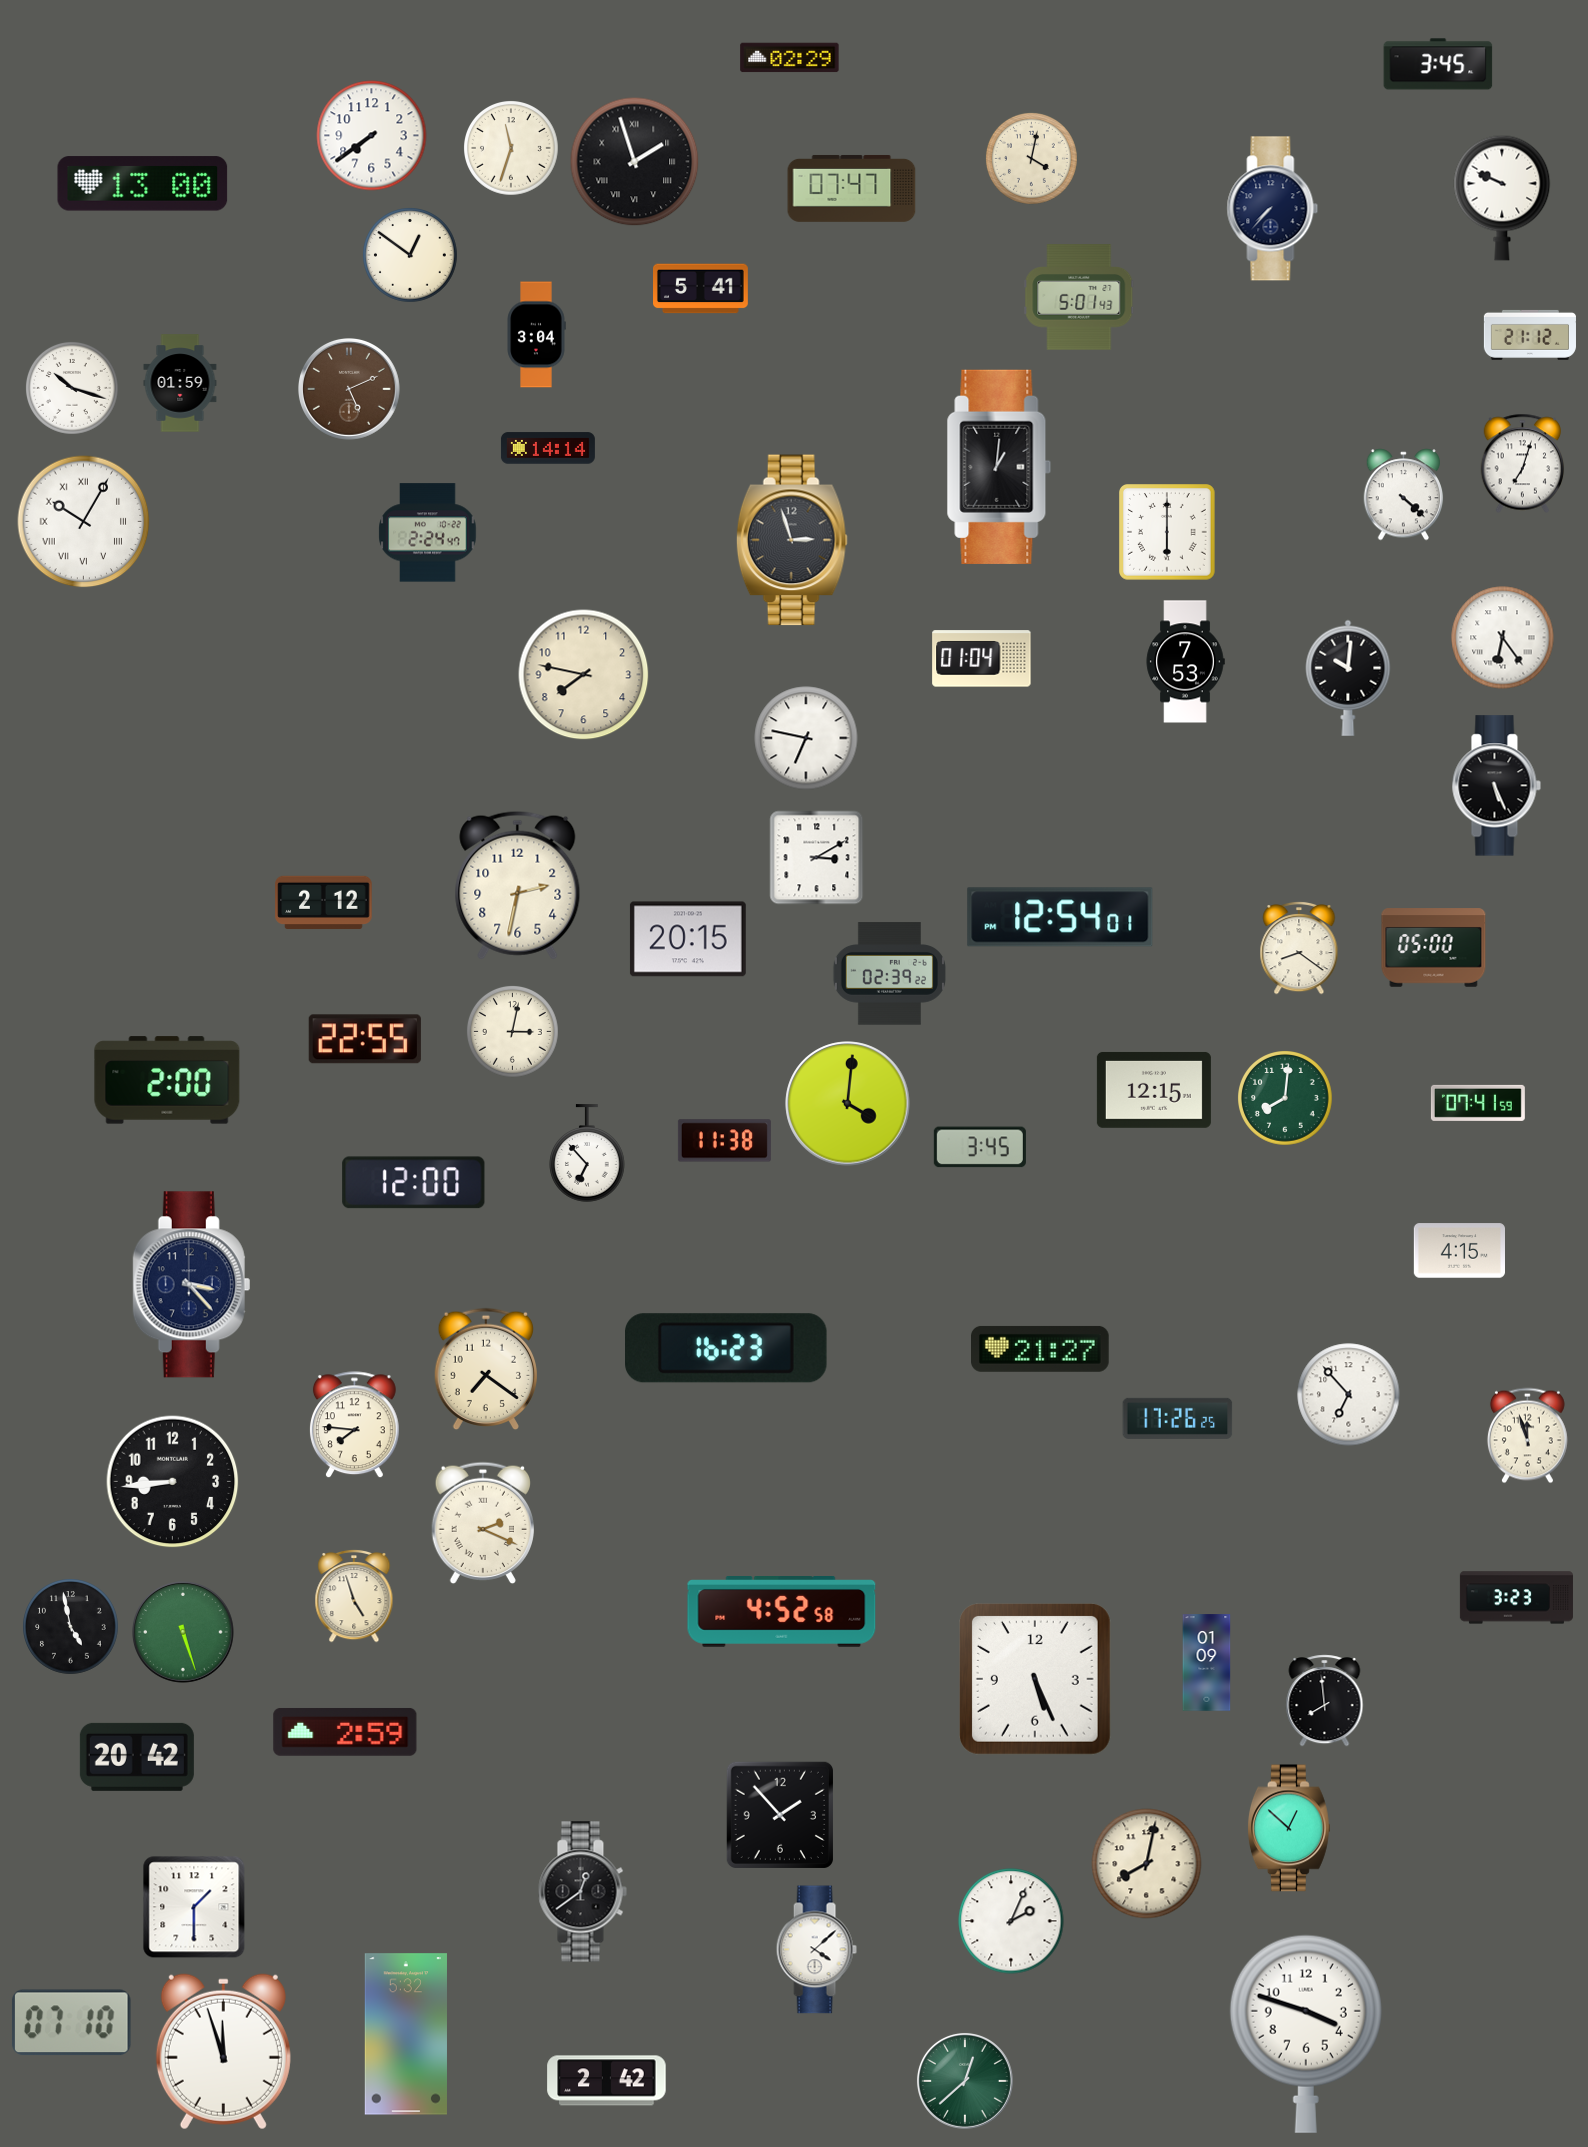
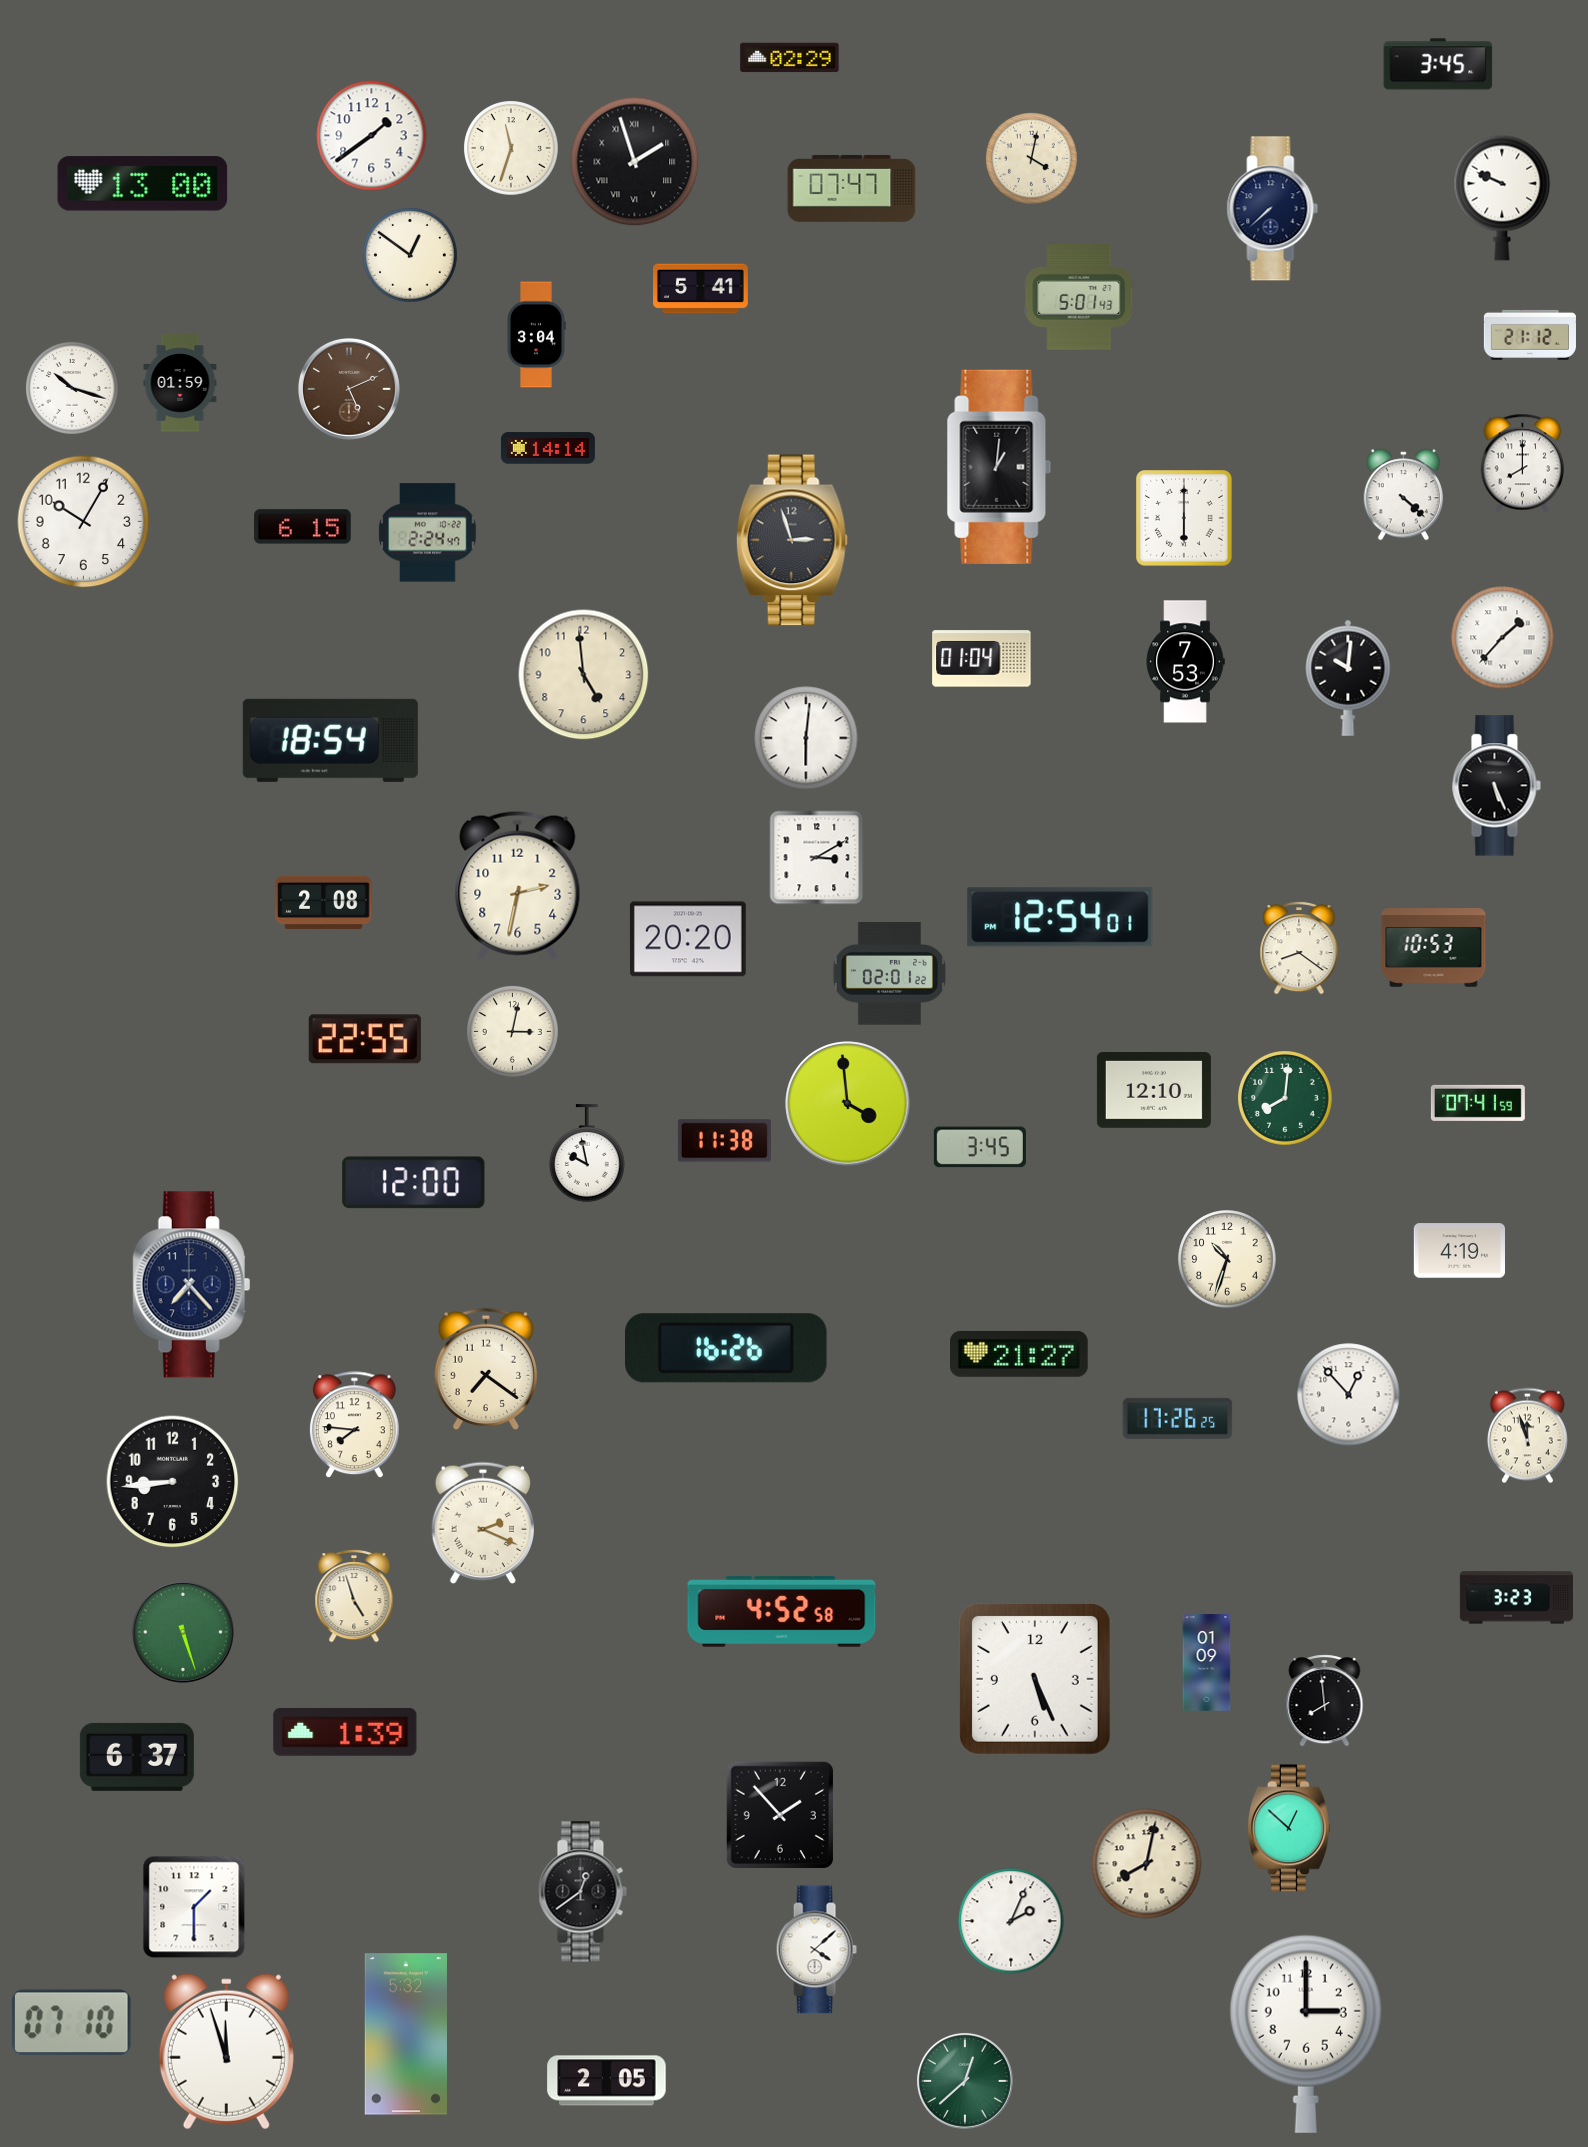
clock at (372, 136): 7:39 -> 1:39
clock at (1273, 209): 7:37 -> 7:38
clock at (1523, 464): 7:03 -> 8:00
clock at (84, 522) numerals: Roman -> Arabic
clock at (303, 527): none -> 6:15
clock at (1168, 533) position: (1168, 533) -> (1185, 519)
clock at (1503, 638): 6:24 -> 1:37
clock at (584, 675): 7:47 -> 4:59
clock at (806, 738): 6:47 -> 6:01
clock at (330, 740): none -> 18:54
clock at (324, 903): 2:12 -> 2:08
clock at (688, 939): 20:15 -> 20:20
clock at (1434, 948): 05:00 -> 10:53
clock at (889, 974): 02:39 -> 02:01
clock at (167, 1080): 2:00 -> none
clock at (1154, 1090): 12:15 -> 12:10
clock at (848, 1104): 4:01 -> 3:59
clock at (587, 1153): 6:53 -> 9:58
clock at (1459, 1251): 4:15 -> 4:19
clock at (1227, 1259): none -> 10:33
clock at (192, 1285): 3:23 -> 7:23
clock at (727, 1348): 16:23 -> 16:26
clock at (1041, 1349) position: (1041, 1349) -> (1020, 1354)
clock at (1349, 1395): 6:53 -> 12:53
clock at (71, 1627): 4:58 -> none
clock at (345, 1732): 2:59 -> 1:39
clock at (137, 1757): 20:42 -> 6:37
clock at (1306, 2034): 3:48 -> 3:00
clock at (223, 2052) position: (223, 2052) -> (226, 2052)
clock at (607, 2081): 2:42 -> 2:05
